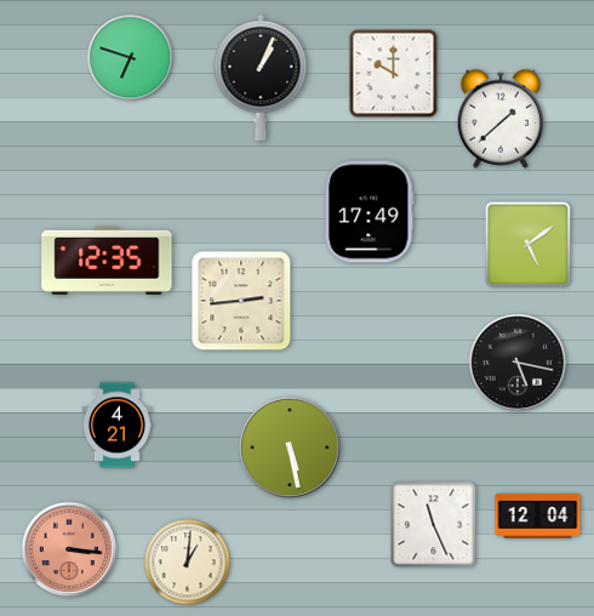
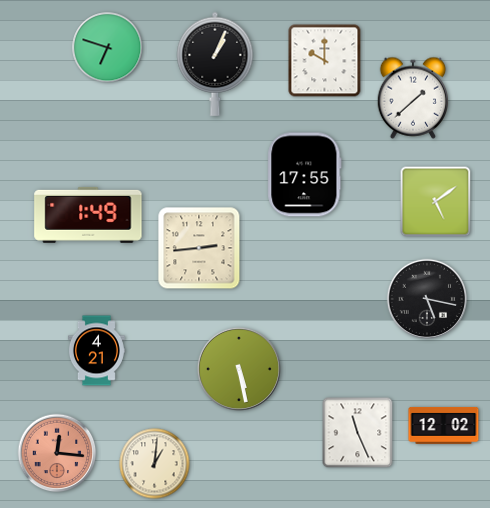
clock at (370, 212): 17:49 -> 17:55
clock at (107, 261): 12:35 -> 1:49
clock at (538, 517): 12:04 -> 12:02
clock at (69, 549): 3:16 -> 12:16
